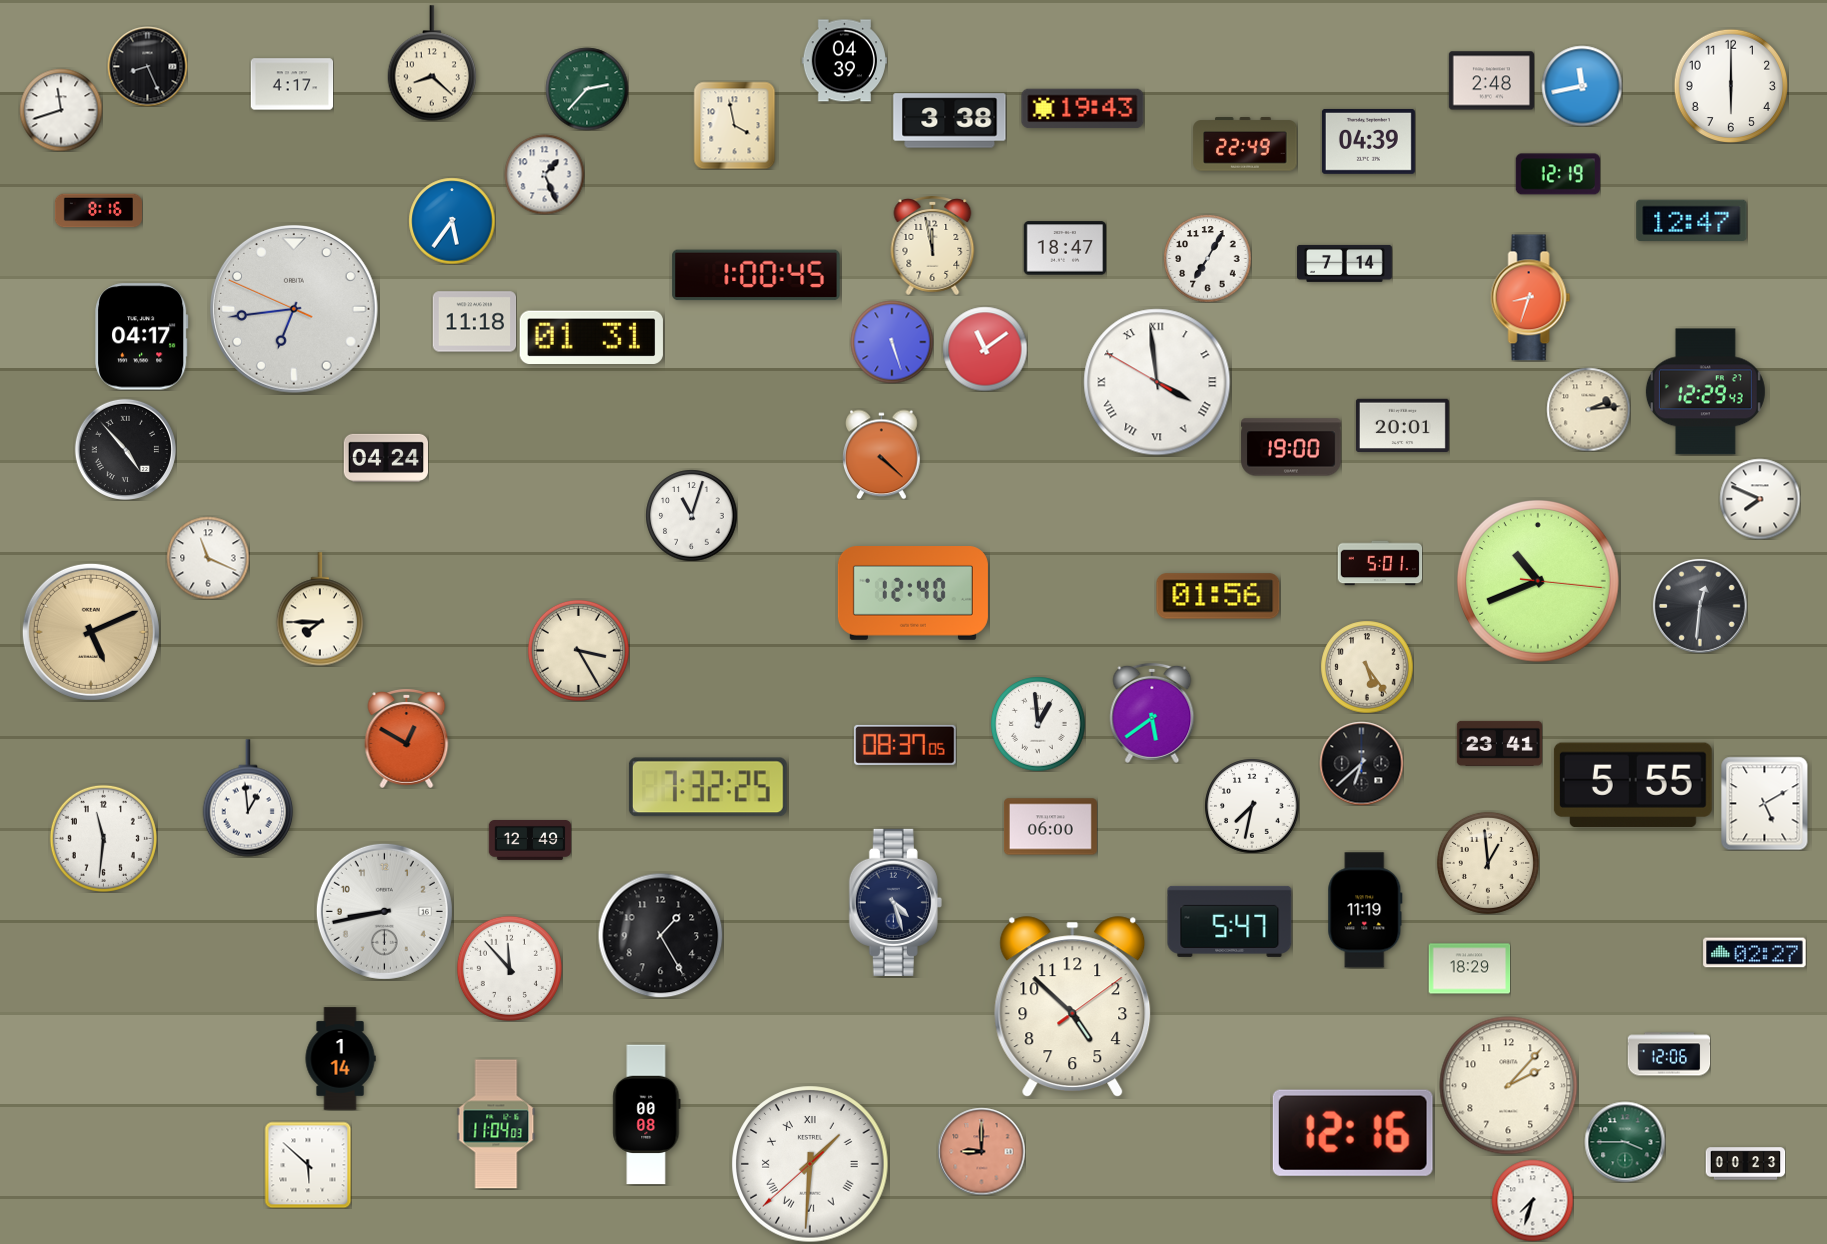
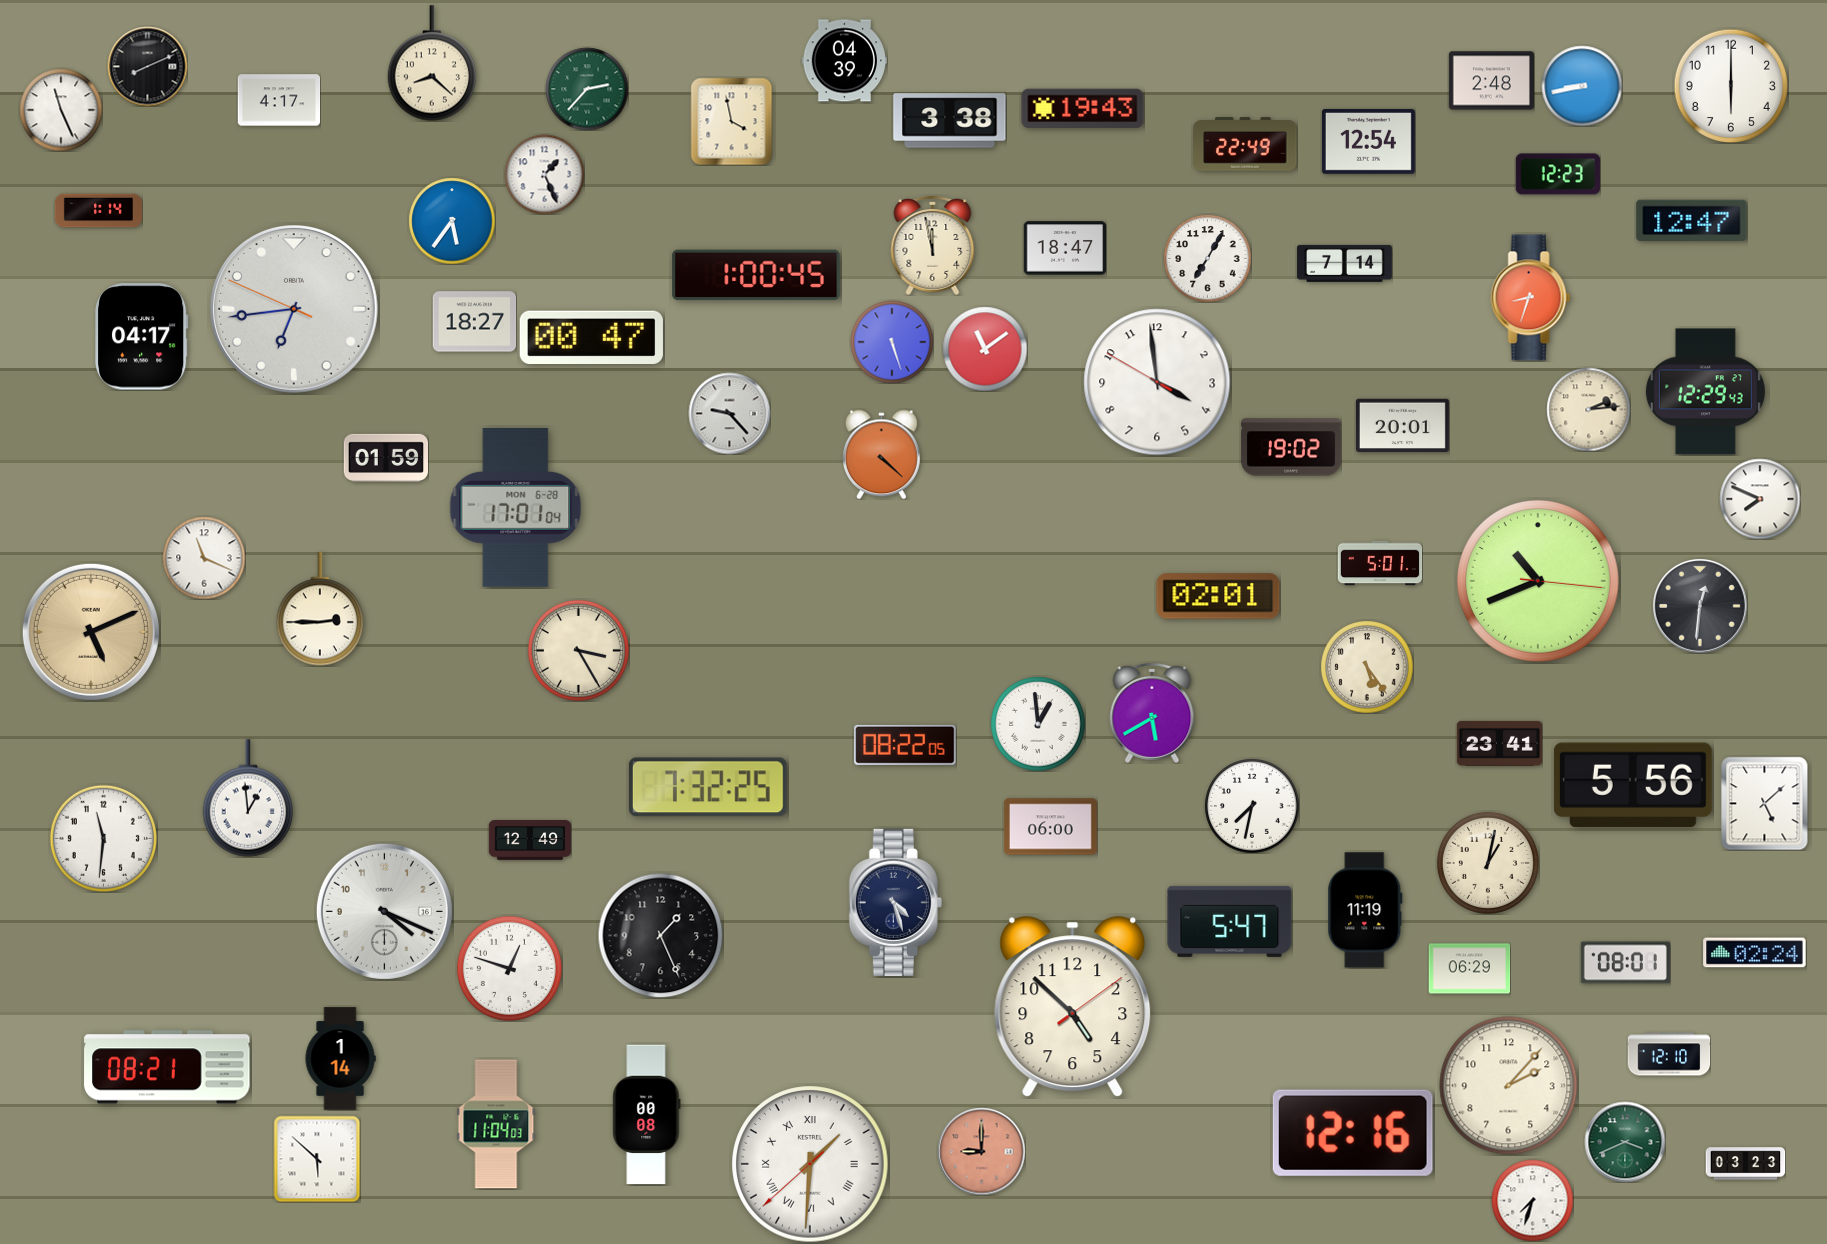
clock at (147, 66): 8:26 -> 8:11
clock at (292, 84) position: (292, 84) -> (279, 100)
clock at (1582, 86): 11:43 -> 8:43
clock at (61, 110): 11:42 -> 11:26
clock at (735, 125) position: (735, 125) -> (732, 121)
clock at (1368, 141): 04:39 -> 12:54
clock at (1558, 174): 12:19 -> 12:23
clock at (98, 211): 8:16 -> 1:14
clock at (474, 322): 11:18 -> 18:27
clock at (591, 337): 01:31 -> 00:47
clock at (1157, 382) numerals: Roman -> Arabic
clock at (729, 413): none -> 9:23
clock at (1291, 447): 19:00 -> 19:02
clock at (125, 449): 4:53 -> none
clock at (385, 458): 04:24 -> 01:59
clock at (516, 507): none -> 17:01
clock at (691, 515): 11:03 -> none
clock at (208, 558) position: (208, 558) -> (204, 558)
clock at (913, 594): 12:40 -> none
clock at (1218, 596): 01:56 -> 02:01
clock at (319, 609): 7:45 -> 2:45
clock at (1152, 713): 5:39 -> 5:40
clock at (407, 738): 12:50 -> none
clock at (905, 745): 08:37 -> 08:22
clock at (1361, 763): 6:38 -> none
clock at (1633, 785): 5:55 -> 5:56
clock at (1765, 803): 5:10 -> 5:08
clock at (1488, 863): 12:59 -> 1:02
clock at (384, 911): 8:43 -> 4:19
clock at (660, 935): 1:25 -> 1:26
clock at (1755, 953): 02:27 -> 02:24
clock at (1625, 963): none -> 08:01
clock at (509, 968): 11:53 -> 12:48
clock at (1469, 969): 18:29 -> 06:29
clock at (1669, 1054): 12:06 -> 12:10
clock at (167, 1067): none -> 08:21
clock at (1625, 1142): 3:45 -> 3:41
clock at (1745, 1164): 00:23 -> 03:23
clock at (308, 1165) position: (308, 1165) -> (317, 1159)
